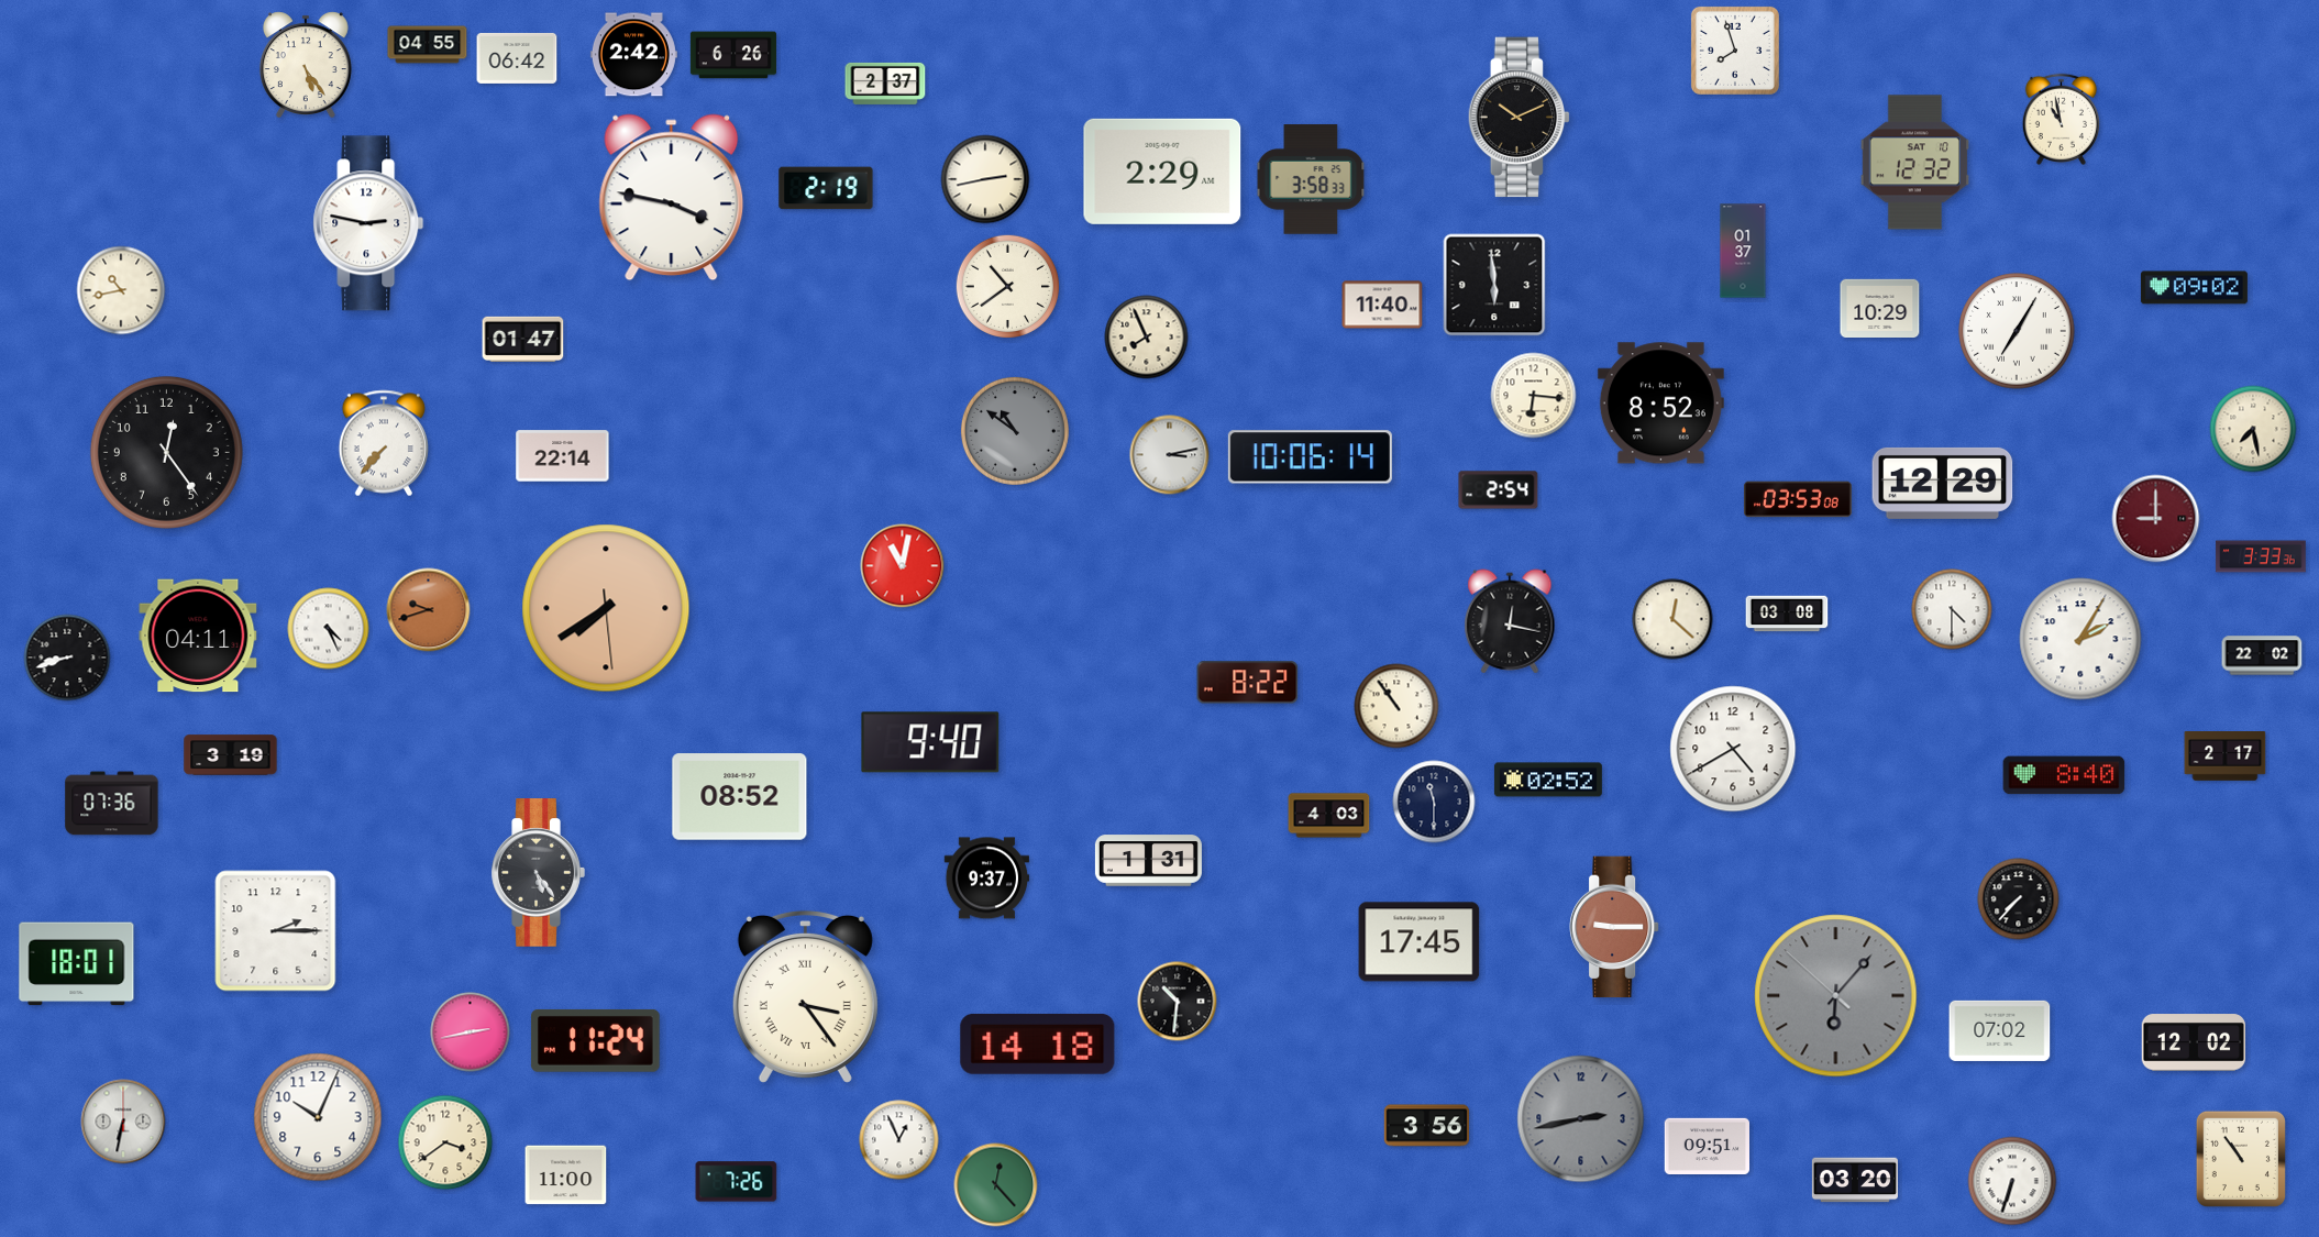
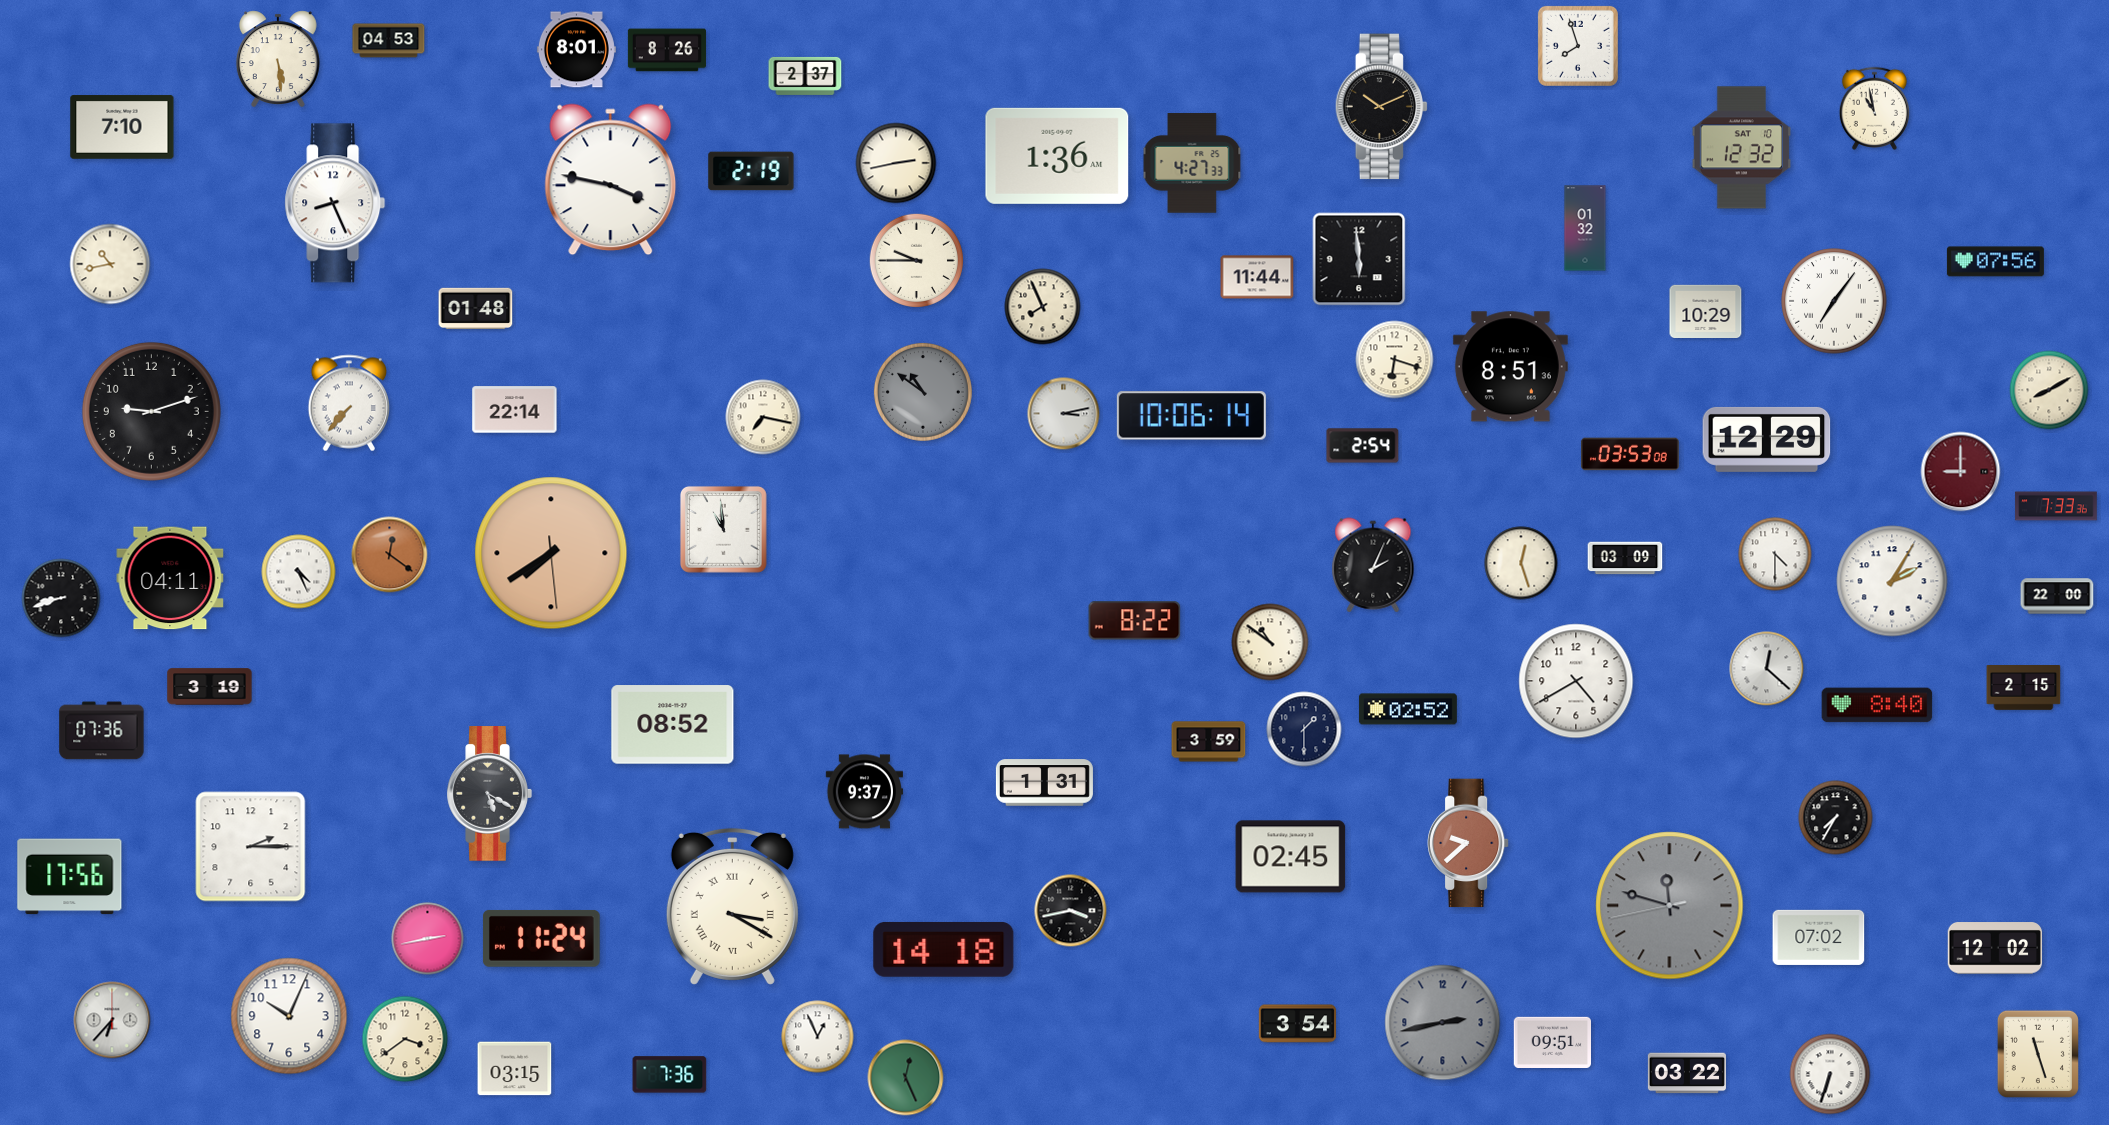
clock at (428, 45): 04:55 -> 04:53
clock at (633, 55): 2:42 -> 8:01
clock at (733, 55): 6:26 -> 8:26
clock at (517, 58): 06:42 -> none
clock at (306, 64): 5:24 -> 5:29
clock at (122, 127): none -> 7:10
clock at (1162, 172): 2:29 -> 1:36
clock at (1311, 179): 3:58 -> 4:27
clock at (368, 223): 2:47 -> 8:26
clock at (1743, 251): 01:37 -> 01:32
clock at (1007, 286): 10:39 -> 9:45
clock at (2194, 288): 09:02 -> 07:56
clock at (1382, 305): 11:40 -> 11:44
clock at (1880, 308) position: (1880, 308) -> (1706, 311)
clock at (2017, 331): 7:05 -> 7:06
clock at (523, 339): 01:47 -> 01:48
clock at (1534, 396): 6:16 -> 6:18
clock at (1660, 404): 8:52 -> 8:51
clock at (2253, 429): 7:28 -> 8:10
clock at (166, 452): 12:24 -> 9:12
clock at (563, 456) position: (563, 456) -> (515, 410)
clock at (763, 417): none -> 7:17
clock at (1798, 499) position: (1798, 499) -> (1630, 454)
clock at (2261, 556): 3:33 -> 7:33
clock at (903, 566): 11:02 -> none
clock at (723, 529): none -> 10:59
clock at (429, 610): 9:42 -> 12:21
clock at (1787, 614): 03:08 -> 03:09
clock at (1672, 619): 12:22 -> 12:27
clock at (1510, 621): 12:17 -> 2:04
clock at (198, 636) position: (198, 636) -> (170, 578)
clock at (2262, 655): 22:02 -> 22:00
clock at (1396, 706): 10:54 -> 10:51
clock at (1767, 669): none -> 12:22
clock at (930, 742): 9:40 -> none
clock at (2226, 756): 2:17 -> 2:15
clock at (1434, 802): 11:30 -> 1:30
clock at (1329, 816): 4:03 -> 3:59
clock at (538, 873): 5:24 -> 5:20
clock at (986, 879) position: (986, 879) -> (864, 792)
clock at (2019, 899): 7:37 -> 7:35
clock at (1615, 927): 9:15 -> 9:38
clock at (1420, 942): 17:45 -> 02:45
clock at (77, 964): 18:01 -> 17:56
clock at (805, 996): 3:24 -> 3:20
clock at (1836, 996): 6:06 -> 11:47
clock at (1178, 1002): 10:31 -> 3:43
clock at (595, 1041) position: (595, 1041) -> (541, 939)
clock at (1581, 1119) position: (1581, 1119) -> (1443, 1023)
clock at (123, 1122): 6:32 -> 6:37
clock at (1427, 1126): 3:56 -> 3:54
clock at (2241, 1159): 10:54 -> 11:27
clock at (566, 1175): 11:00 -> 03:15
clock at (1855, 1180): 03:20 -> 03:22
clock at (737, 1182): 7:26 -> 7:36
clock at (996, 1185): 12:23 -> 12:26
